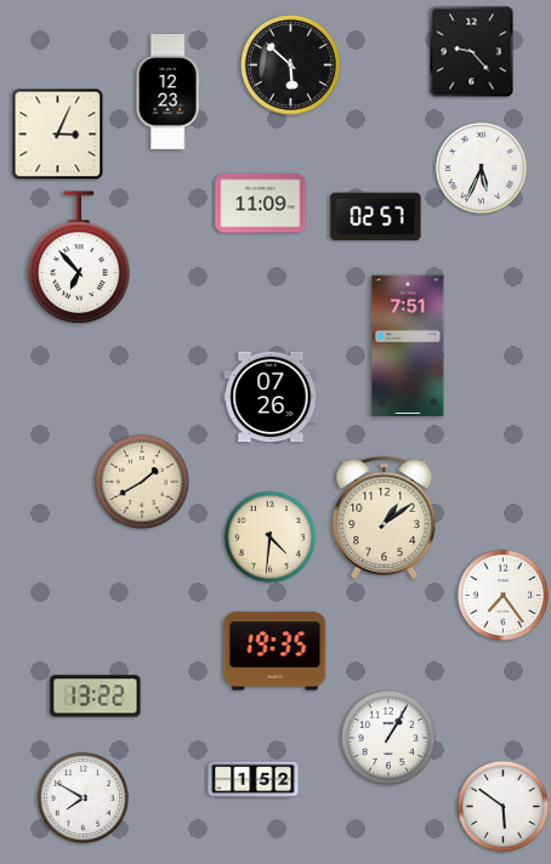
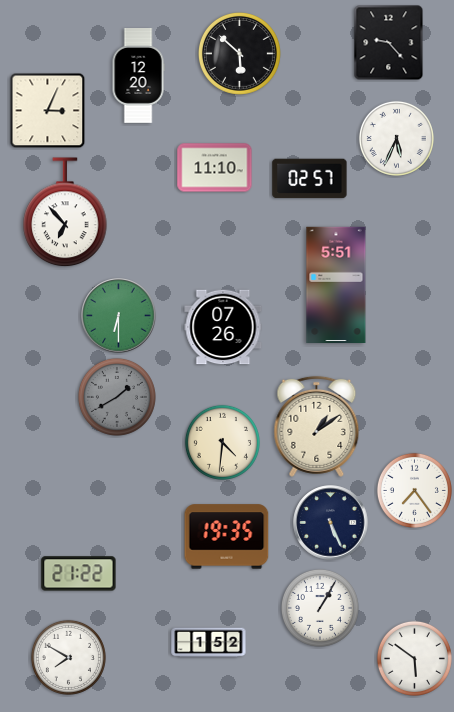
clock at (167, 92): 12:23 -> 12:20
clock at (261, 204): 11:09 -> 11:10
clock at (408, 345): 7:51 -> 5:51
clock at (119, 316): none -> 6:30
clock at (142, 482) dial: cream -> grey
clock at (331, 523): none -> 5:26
clock at (96, 697): 13:22 -> 21:22
clock at (502, 806) position: (502, 806) -> (414, 658)
